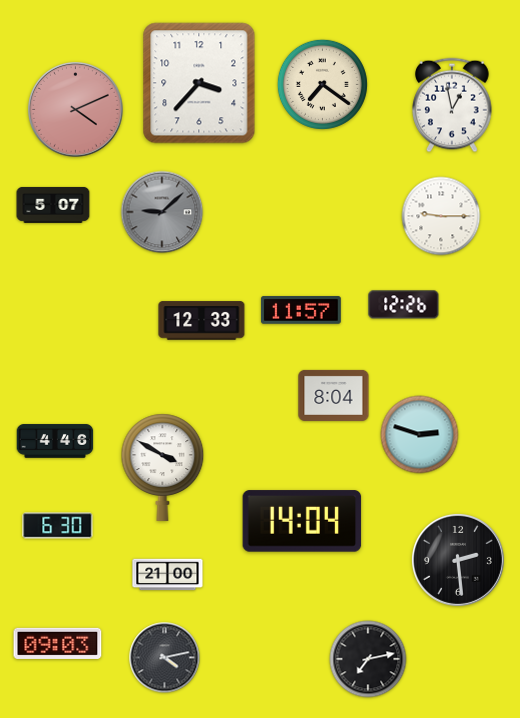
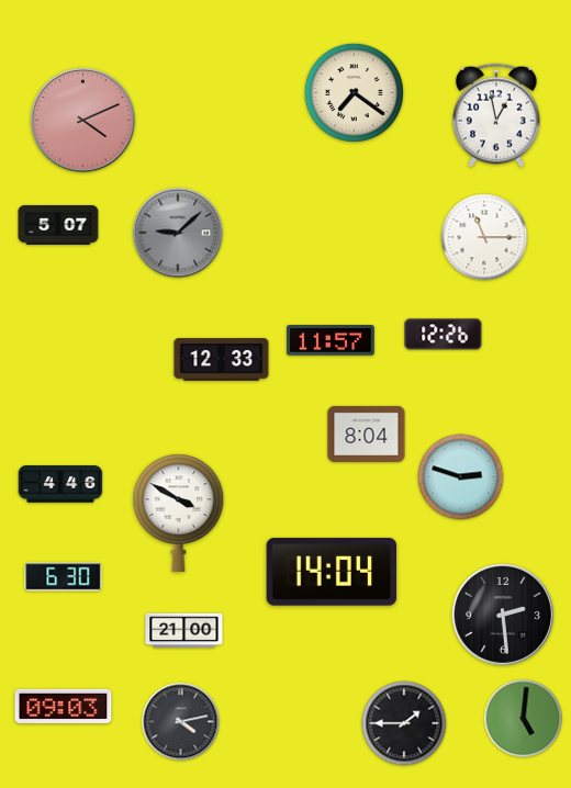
clock at (199, 83): 3:37 -> none
clock at (441, 216): 9:15 -> 11:15
clock at (202, 321) position: (202, 321) -> (222, 360)
clock at (524, 719): none -> 5:01
clock at (368, 659): 7:13 -> 1:45
